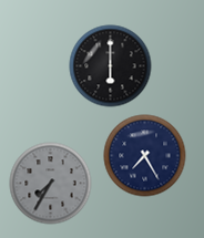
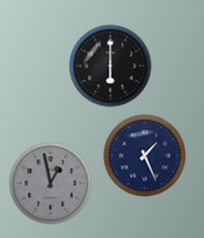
clock at (145, 156): 7:25 -> 1:26
clock at (51, 184): 7:35 -> 12:58
